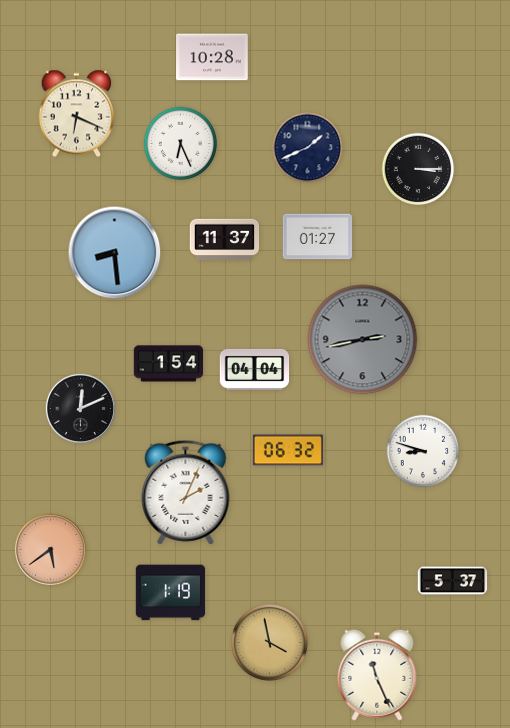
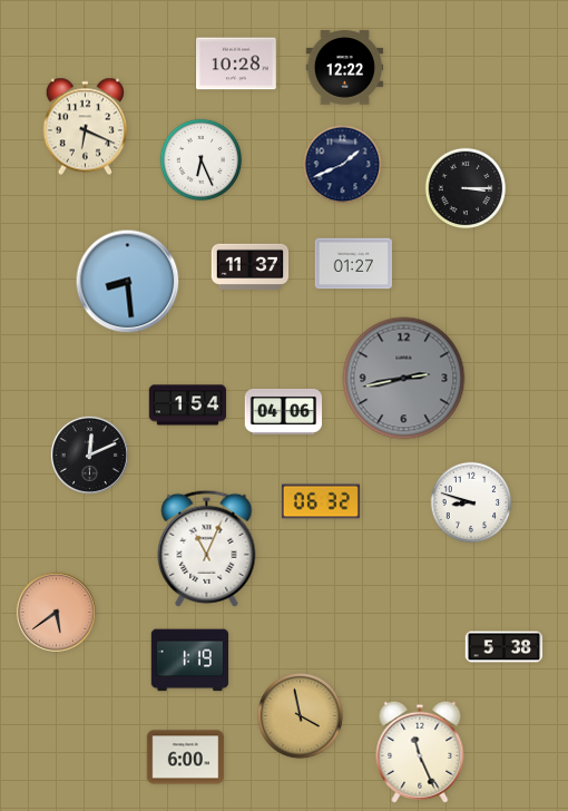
clock at (345, 68): none -> 12:22
clock at (255, 369): 04:04 -> 04:06
clock at (186, 492): 2:04 -> 11:04
clock at (453, 581): 5:37 -> 5:38
clock at (186, 758): none -> 6:00
